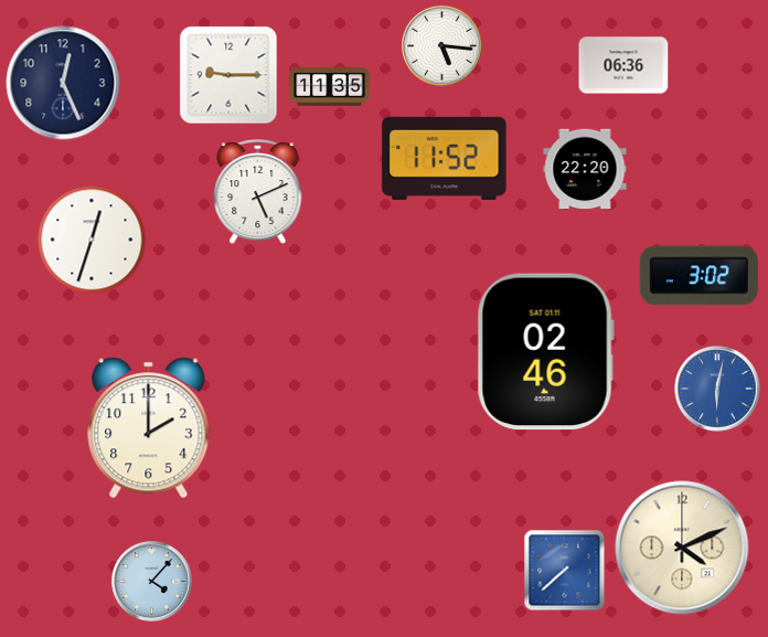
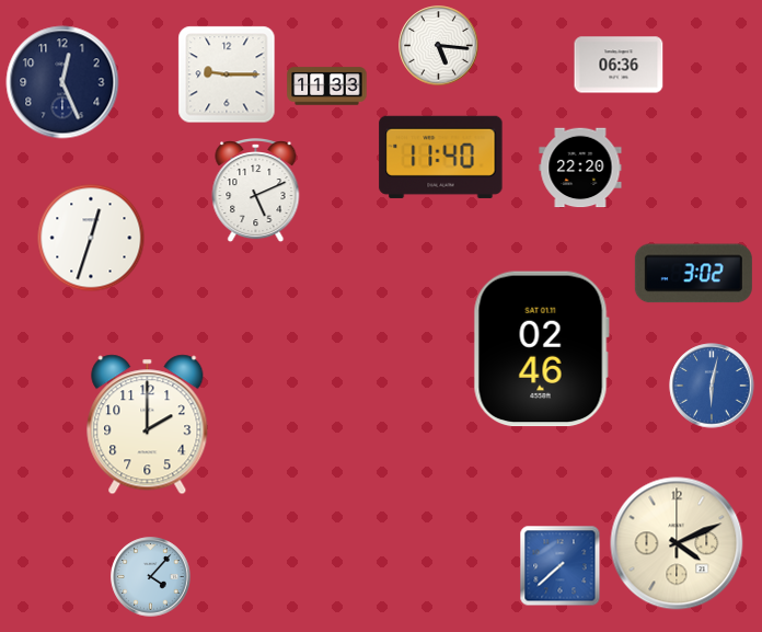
clock at (330, 87): 11:35 -> 11:33
clock at (445, 158): 11:52 -> 11:40
